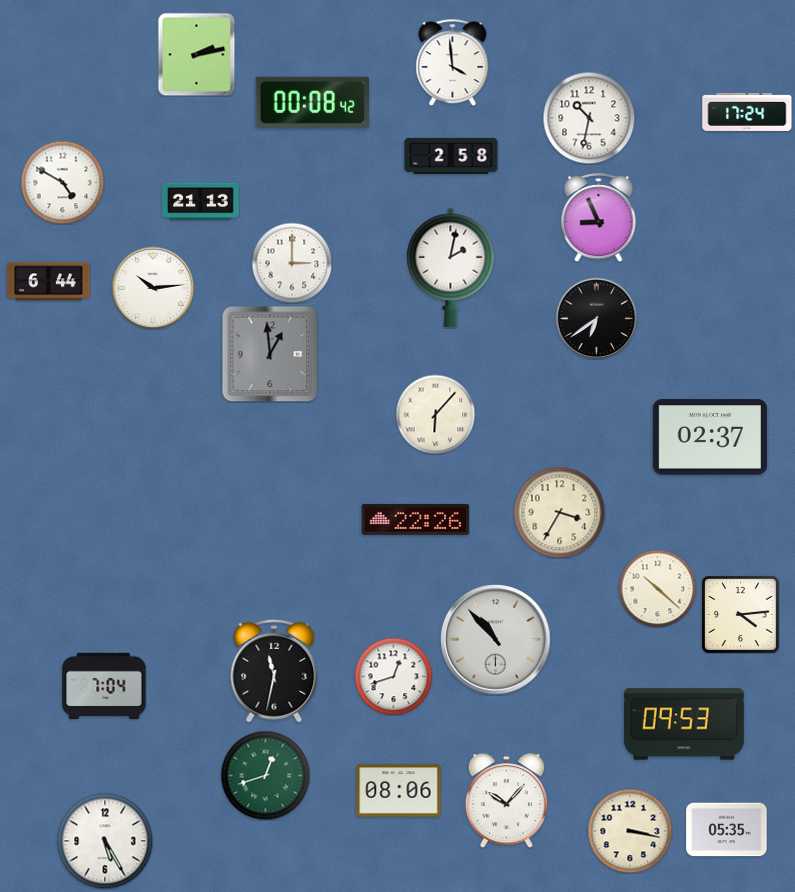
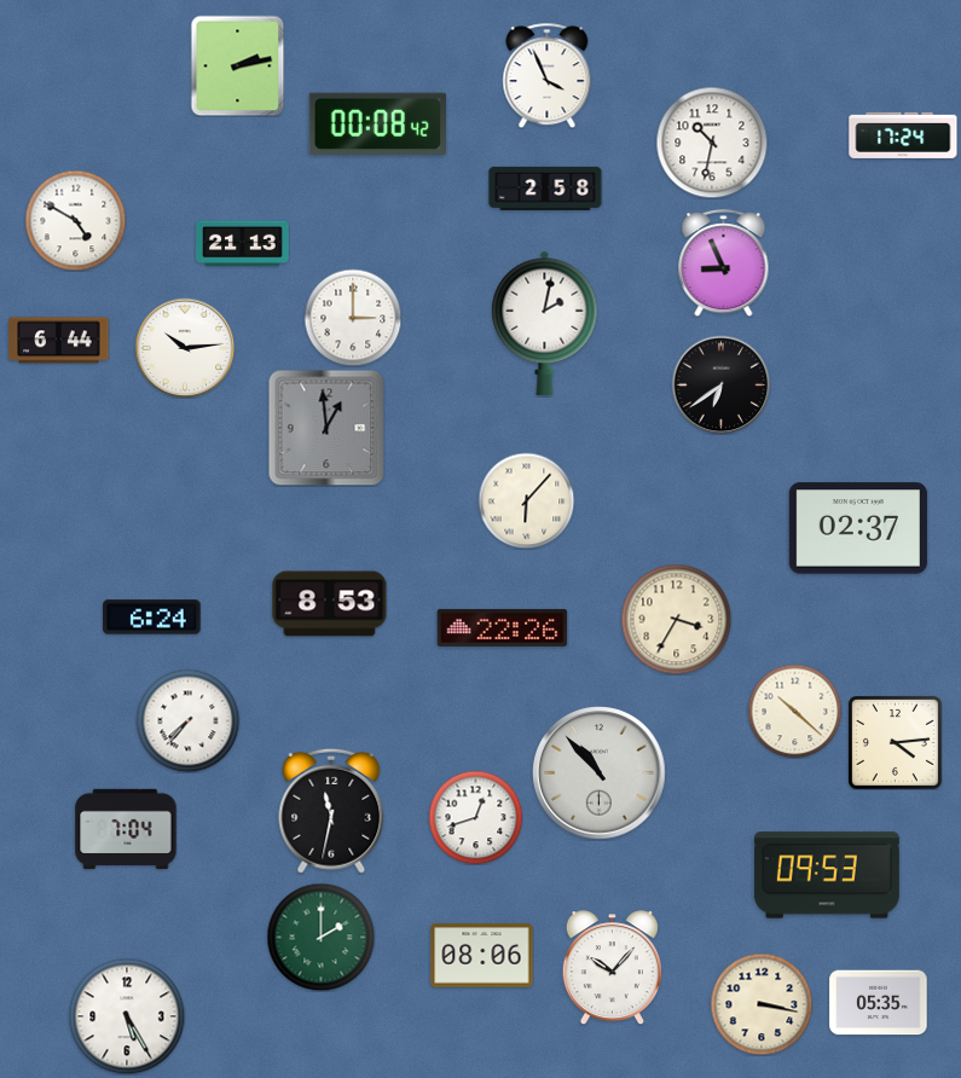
clock at (453, 62): 3:59 -> 3:56
clock at (330, 604): none -> 8:53
clock at (152, 618): none -> 6:24
clock at (187, 720): none -> 7:37
clock at (265, 775): 12:42 -> 2:00
